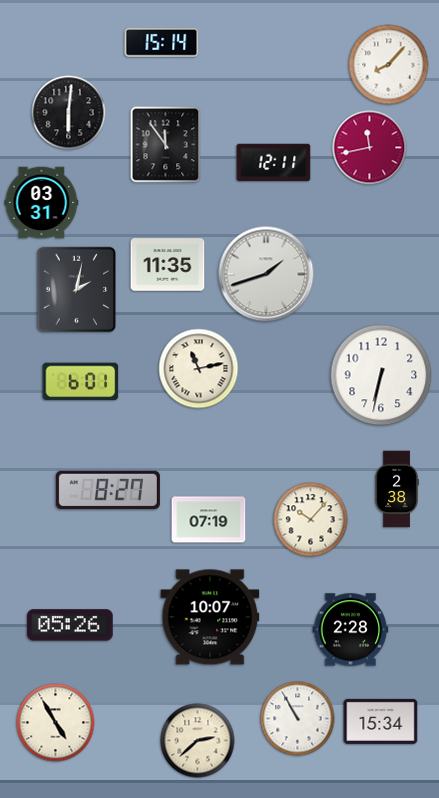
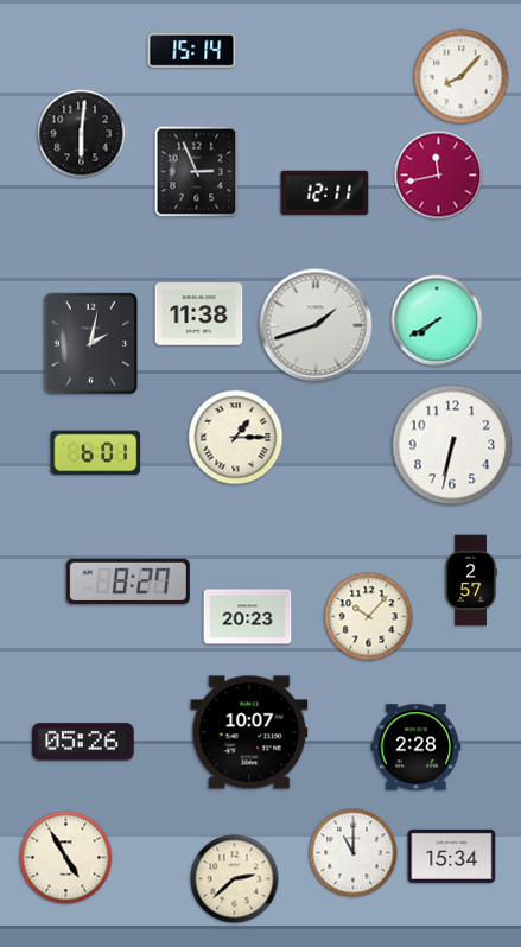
clock at (166, 145): 11:54 -> 2:56
clock at (42, 203): 03:31 -> none
clock at (168, 265): 11:35 -> 11:38
clock at (437, 320): none -> 7:40
clock at (199, 369): 11:13 -> 1:15
clock at (397, 489): 2:38 -> 2:57
clock at (209, 520): 07:19 -> 20:23
clock at (298, 719): 10:55 -> 11:00
